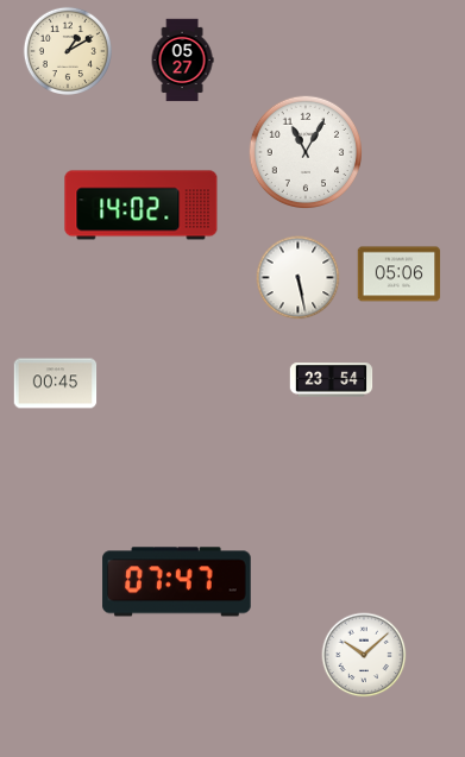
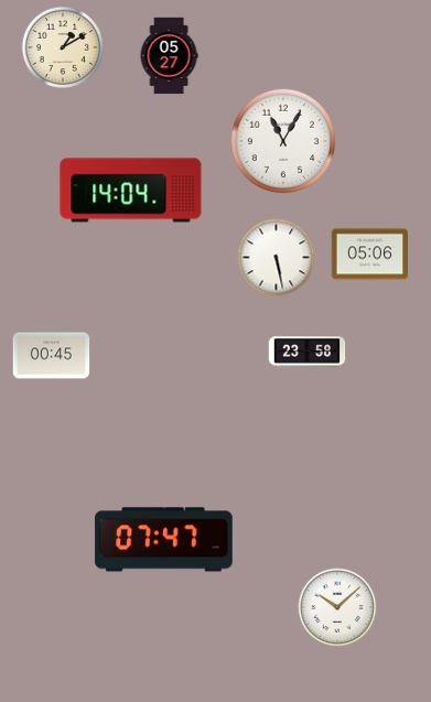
clock at (142, 206): 14:02 -> 14:04
clock at (332, 380): 23:54 -> 23:58
